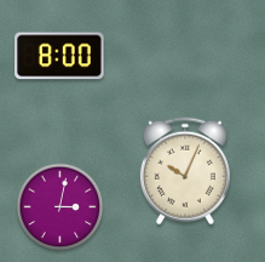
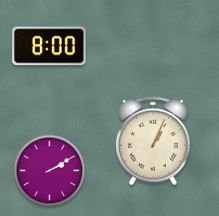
clock at (185, 171): 10:04 -> 1:04
clock at (61, 207): 3:02 -> 2:10
